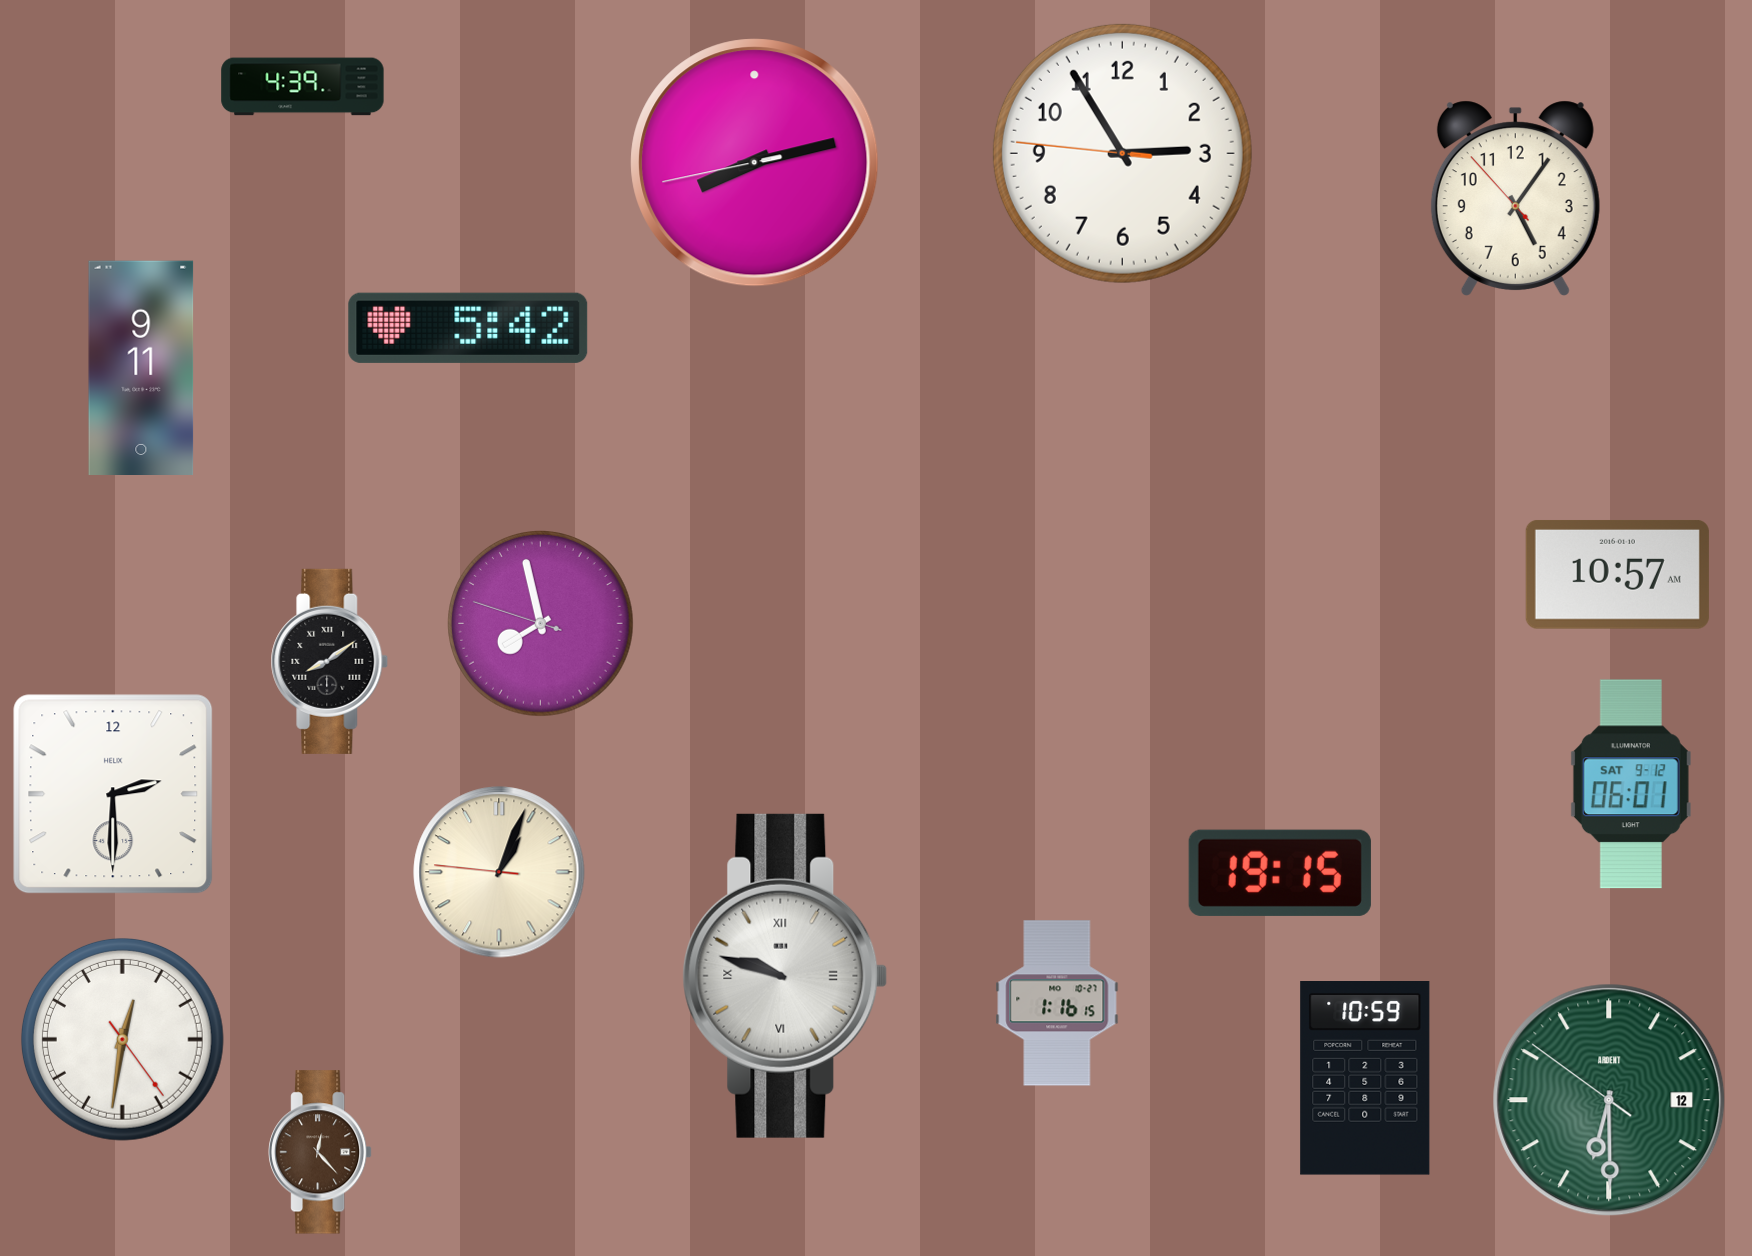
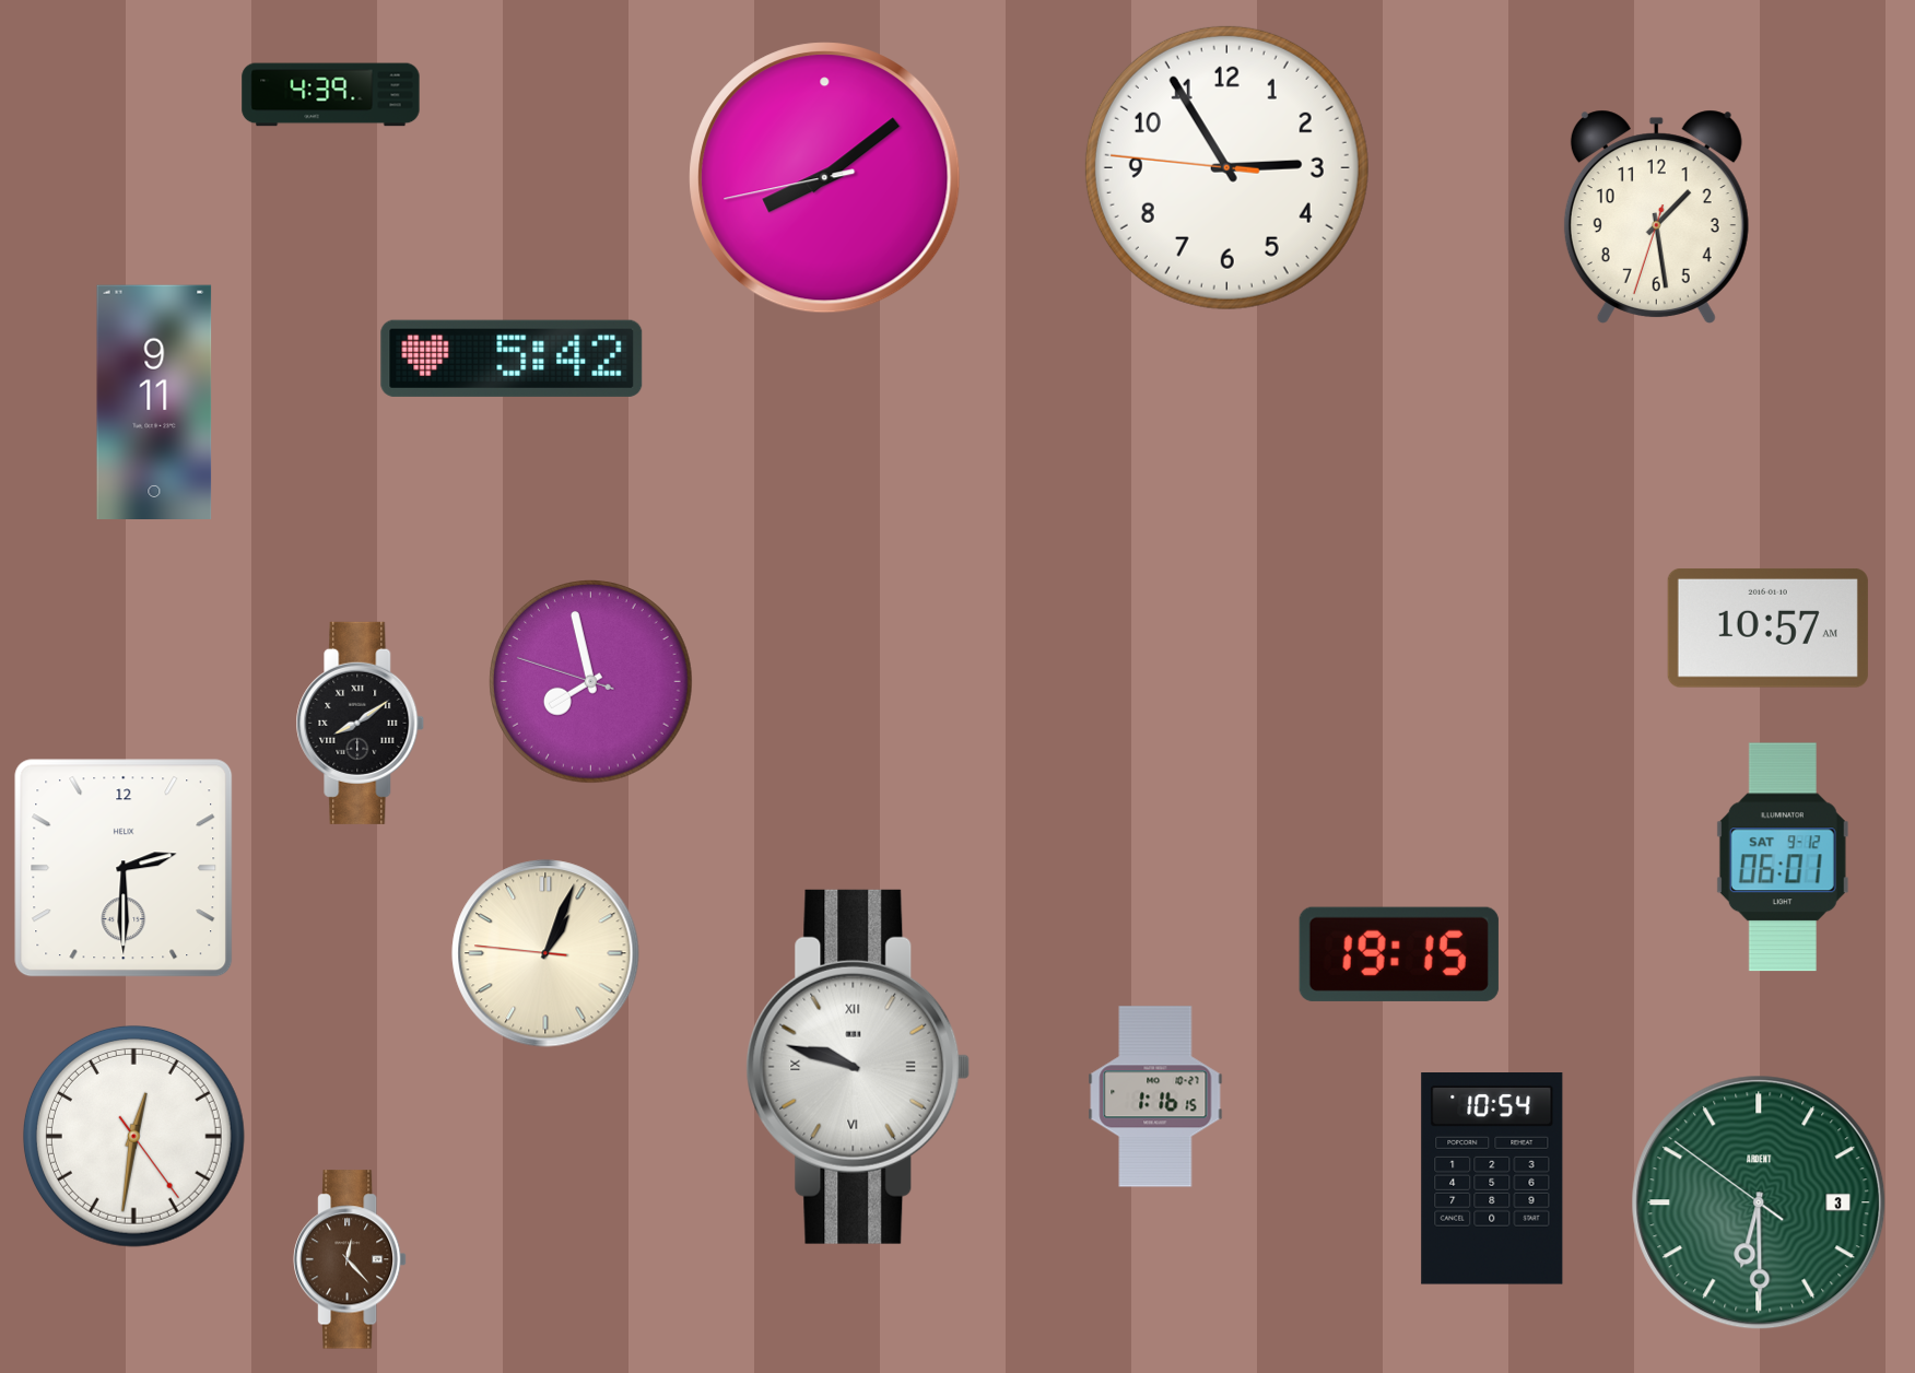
clock at (755, 163): 8:12 -> 8:08
clock at (1515, 198): 5:05 -> 1:28
clock at (1365, 1079): 10:59 -> 10:54
clock at (1609, 1100) date: 12 -> 3
